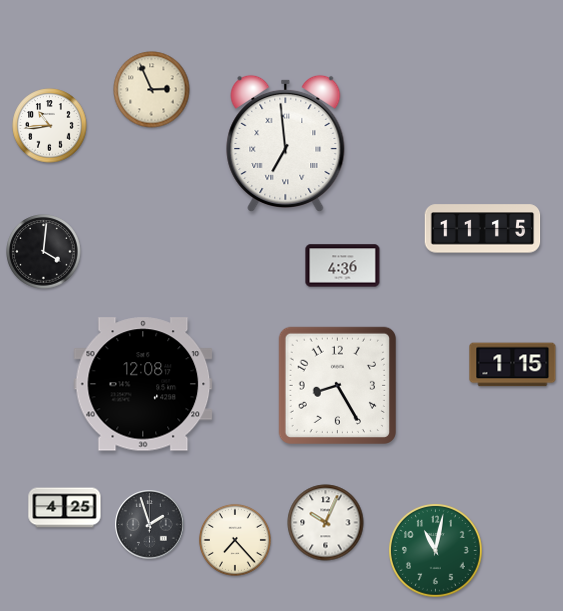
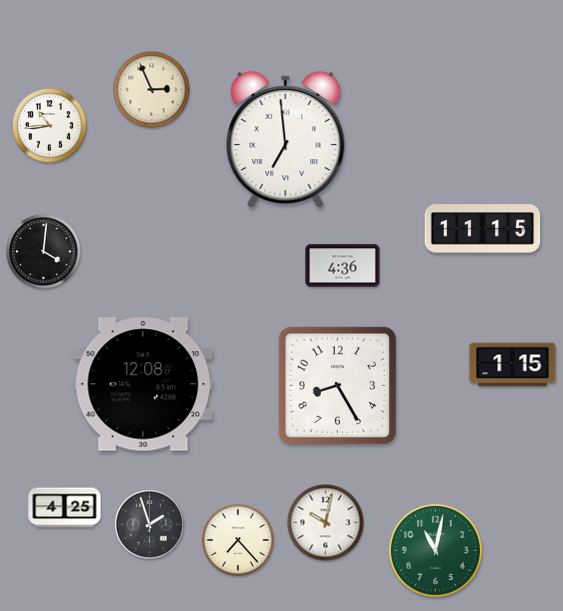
clock at (286, 143) position: (286, 143) -> (286, 139)
clock at (326, 523): 10:04 -> 10:02
clock at (235, 540) position: (235, 540) -> (238, 540)
